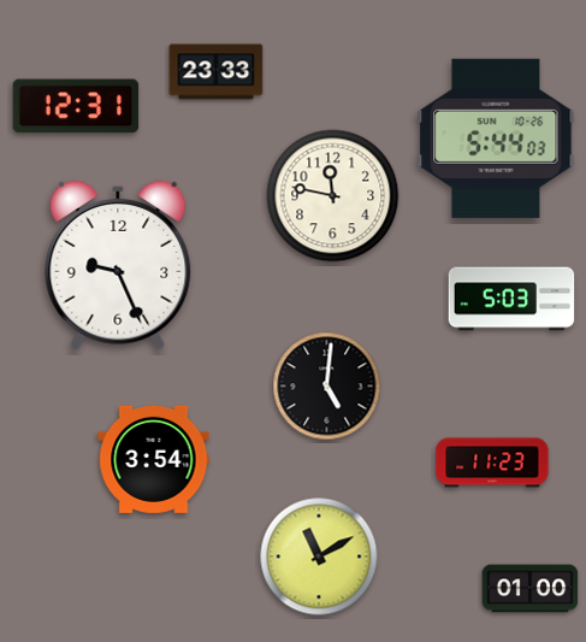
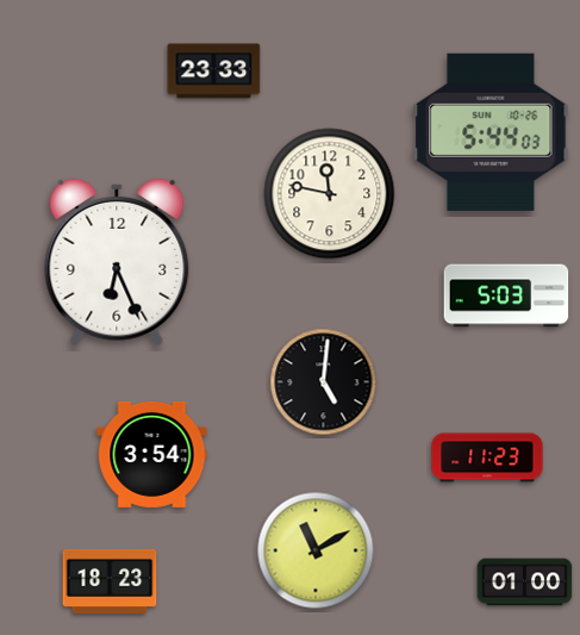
clock at (76, 106): 12:31 -> none
clock at (496, 139) position: (496, 139) -> (491, 132)
clock at (118, 265): 9:26 -> 6:26
clock at (110, 581): none -> 18:23
